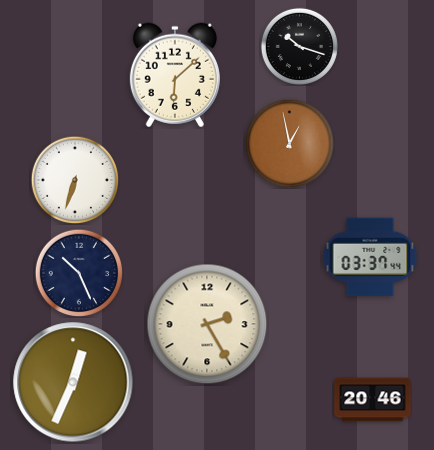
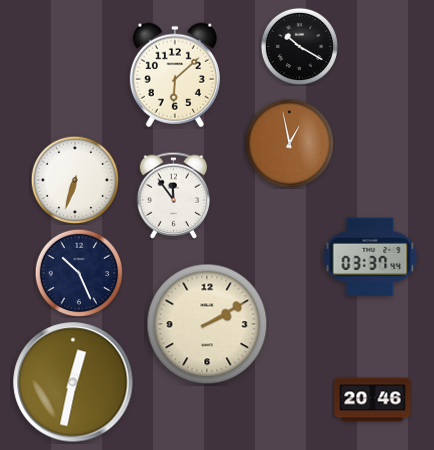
clock at (299, 46): 10:18 -> 10:20
clock at (174, 195): none -> 11:54
clock at (207, 324): 2:25 -> 2:10
clock at (73, 382): 12:34 -> 12:32
